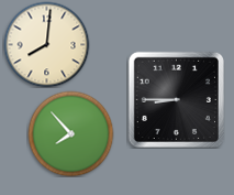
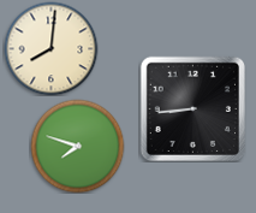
clock at (176, 99): 8:45 -> 8:44
clock at (70, 133): 7:53 -> 7:48
